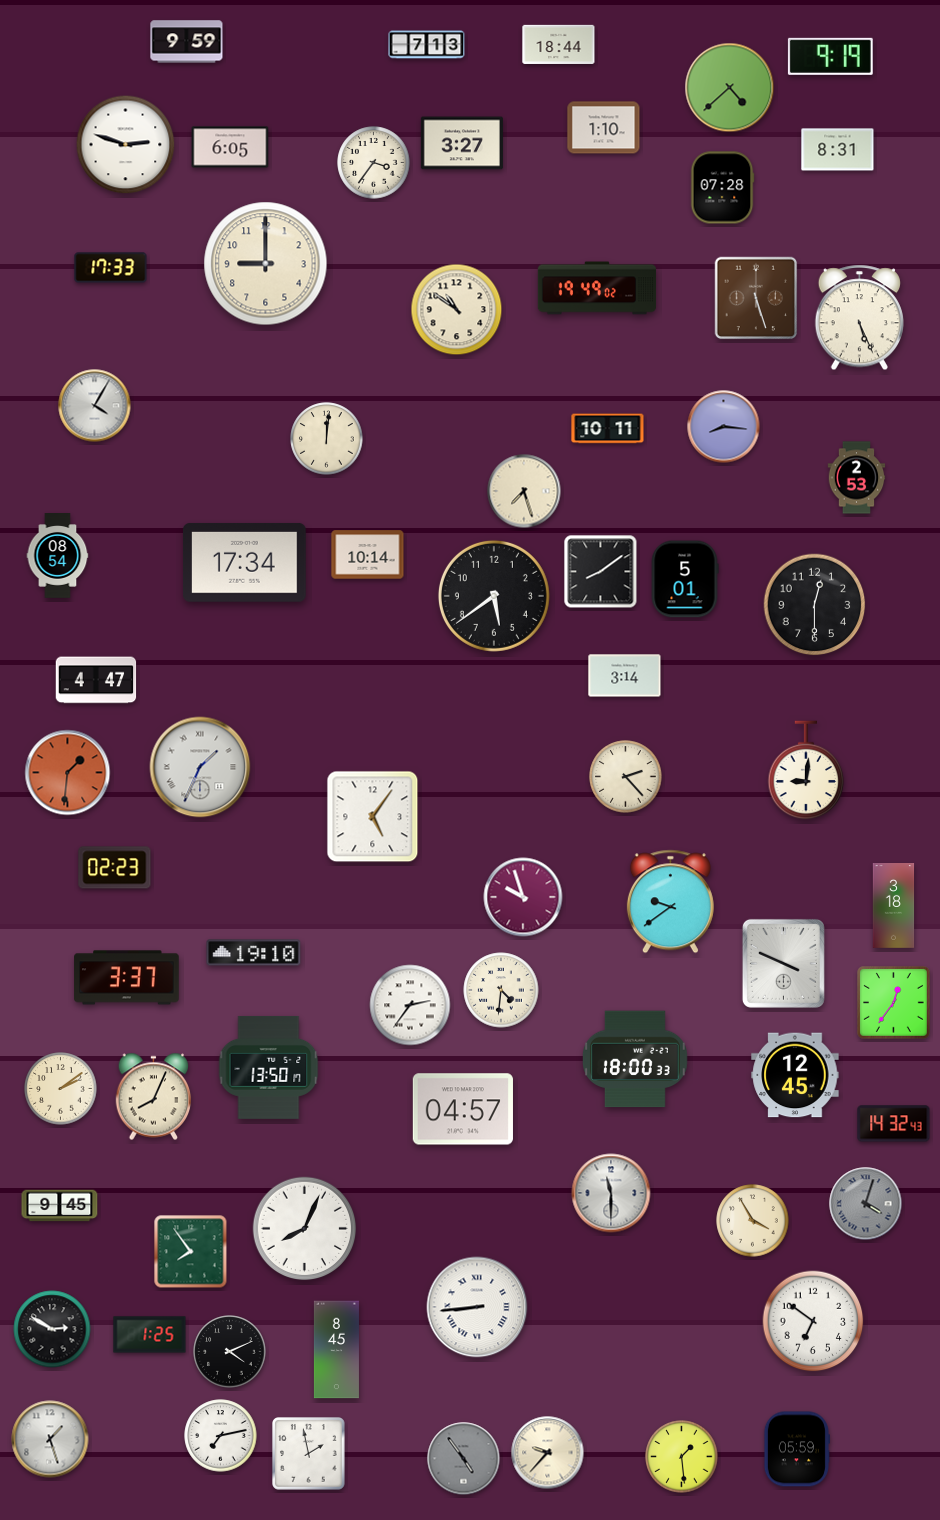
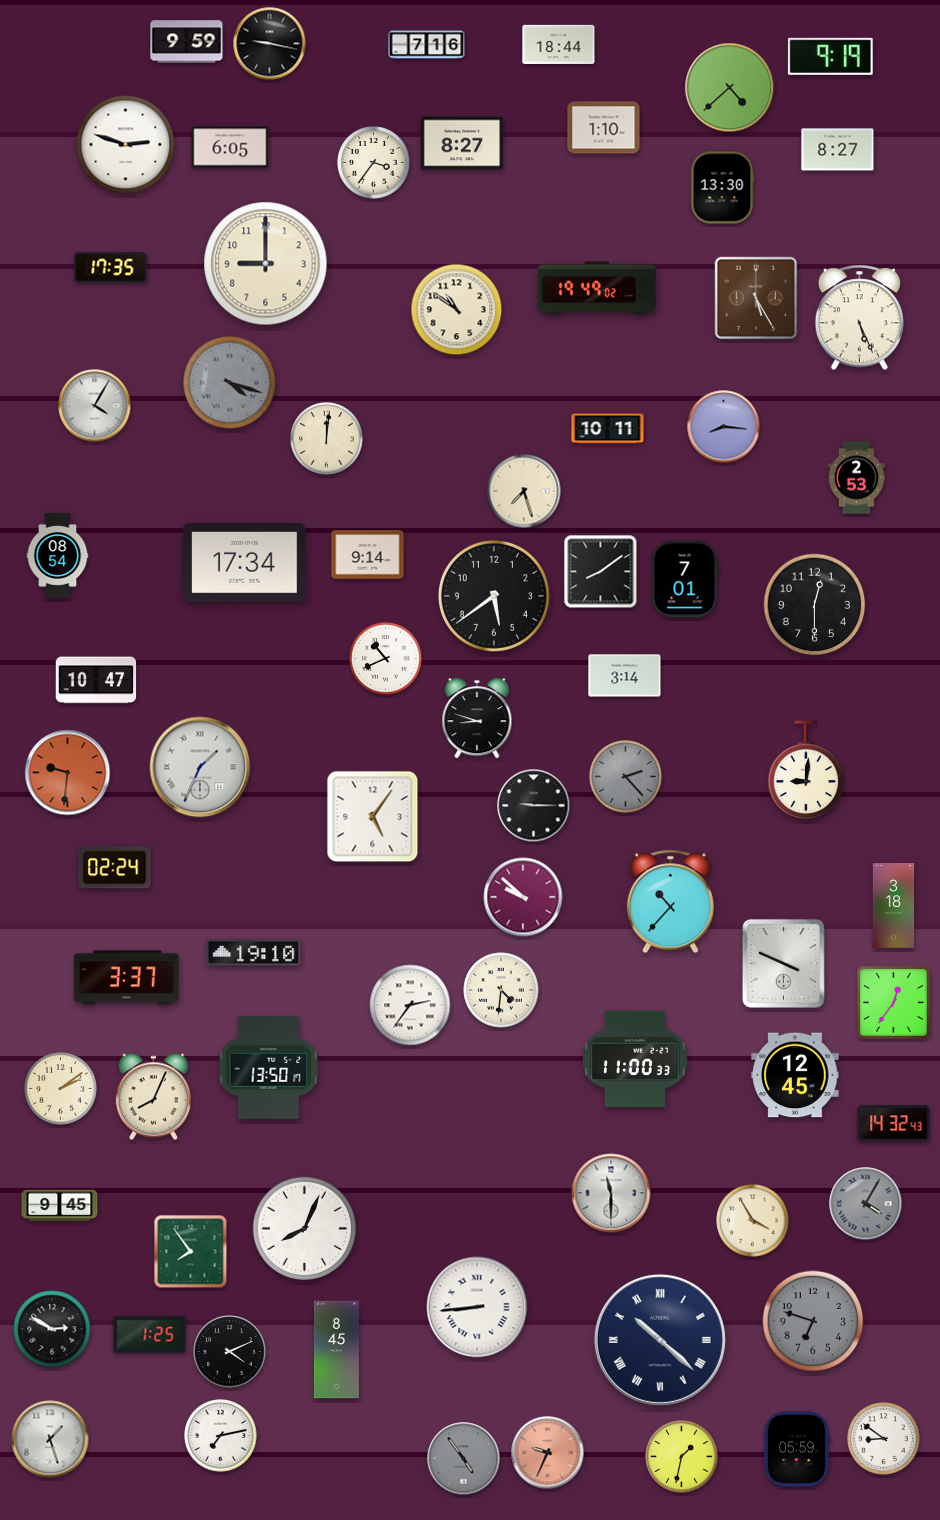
clock at (270, 44): none -> 9:17
clock at (427, 45): 7:13 -> 7:16
clock at (462, 143): 3:27 -> 8:27
clock at (838, 150): 8:31 -> 8:27
clock at (722, 188): 07:28 -> 13:30
clock at (111, 268): 17:33 -> 17:35
clock at (756, 298): 5:27 -> 5:25
clock at (230, 383): none -> 4:18
clock at (368, 555): 10:14 -> 9:14
clock at (685, 579): 5:01 -> 7:01
clock at (386, 659): none -> 10:41
clock at (96, 680): 4:47 -> 10:47
clock at (477, 718): none -> 8:48
clock at (68, 773): 1:31 -> 9:31
clock at (626, 777) dial: cream -> grey
clock at (534, 806): none -> 9:15
clock at (115, 868): 02:23 -> 02:24
clock at (523, 897): 9:57 -> 9:52
clock at (670, 902): 9:39 -> 10:37
clock at (635, 1059): 18:00 -> 11:00
clock at (463, 1109): 04:57 -> none
clock at (866, 1204): 4:03 -> 4:05
clock at (813, 1321): 6:51 -> 6:48
clock at (813, 1321) dial: white -> grey
clock at (660, 1340): none -> 10:22
clock at (884, 1439): none -> 8:51
clock at (548, 1453): 9:37 -> 9:34
clock at (548, 1453) dial: cream -> salmon
clock at (309, 1454): 1:58 -> none
clock at (682, 1457): 1:29 -> 1:32
